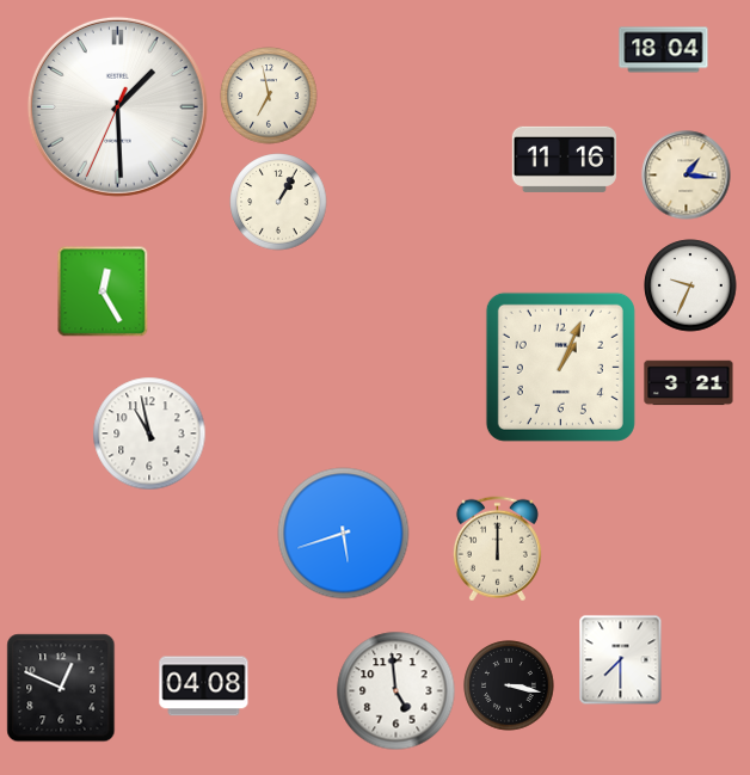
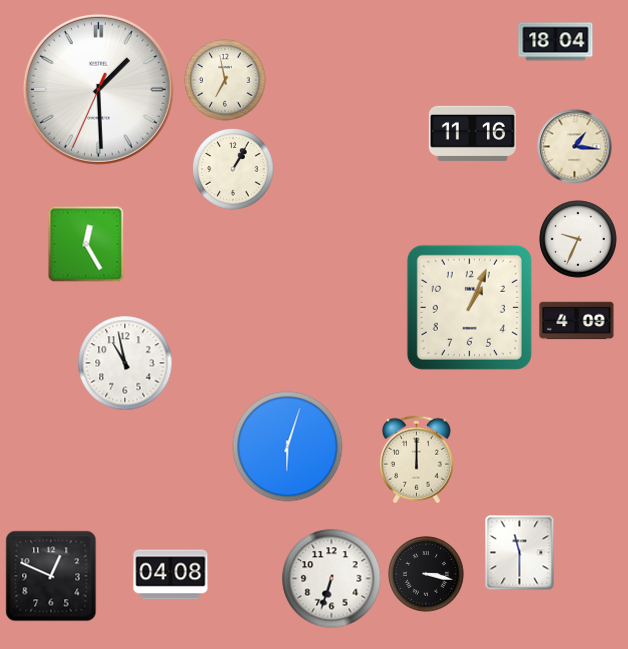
clock at (689, 383): 3:21 -> 4:09
clock at (344, 534): 5:42 -> 6:03
clock at (621, 660): 7:30 -> 11:30
clock at (396, 691): 4:59 -> 6:33
